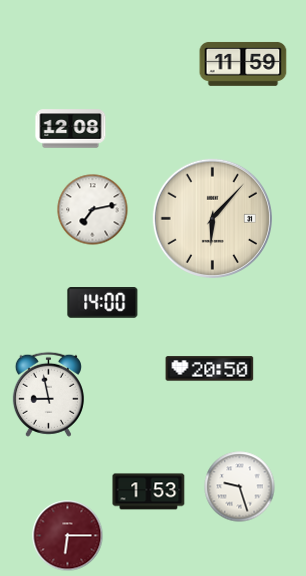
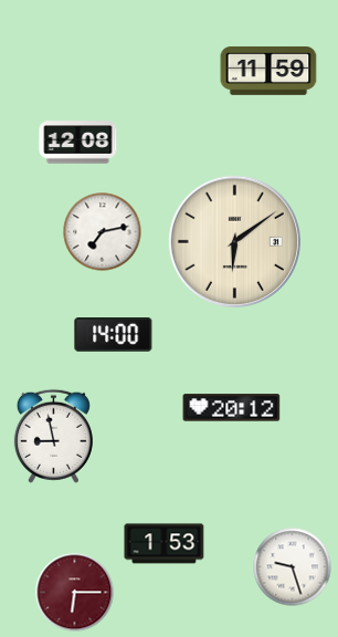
clock at (212, 218): 6:07 -> 6:09
clock at (210, 369): 20:50 -> 20:12
clock at (240, 487) position: (240, 487) -> (293, 567)
